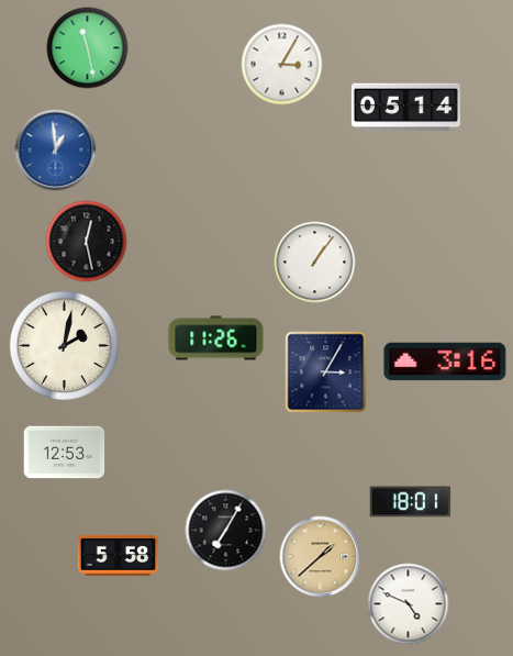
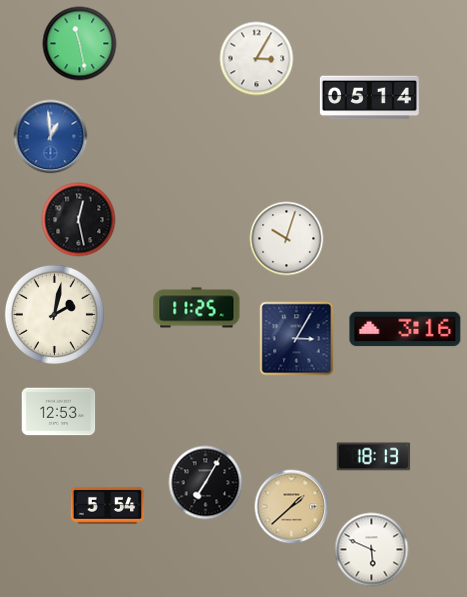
clock at (315, 263): 1:06 -> 10:03
clock at (216, 338): 11:26 -> 11:25
clock at (64, 345) position: (64, 345) -> (54, 314)
clock at (411, 502): 18:01 -> 18:13
clock at (119, 555): 5:58 -> 5:54
clock at (409, 604): 4:49 -> 5:49
